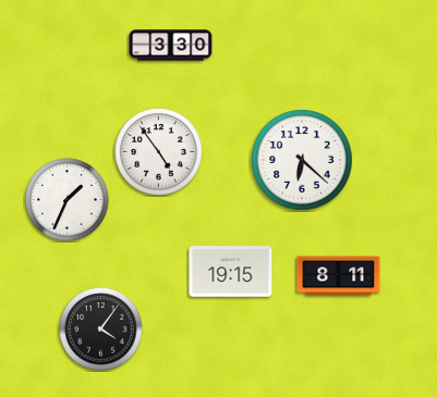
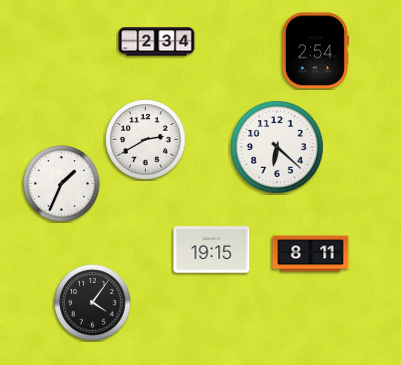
clock at (171, 46): 3:30 -> 2:34
clock at (315, 51): none -> 2:54
clock at (159, 152): 4:54 -> 2:40
